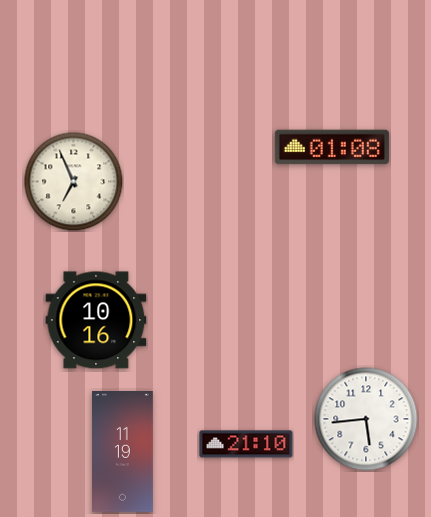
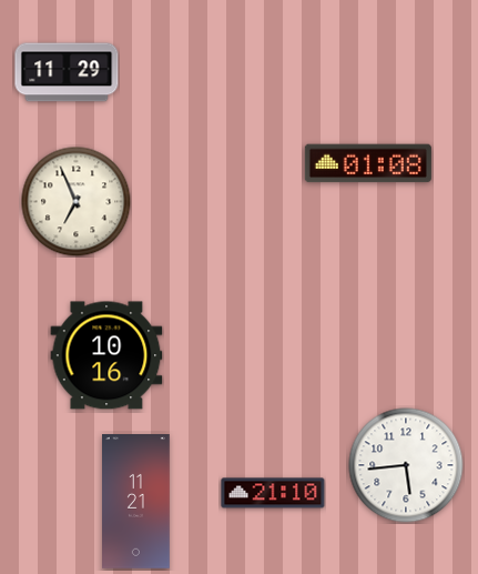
clock at (67, 72): none -> 11:29
clock at (74, 182) position: (74, 182) -> (77, 202)
clock at (123, 452): 11:19 -> 11:21
